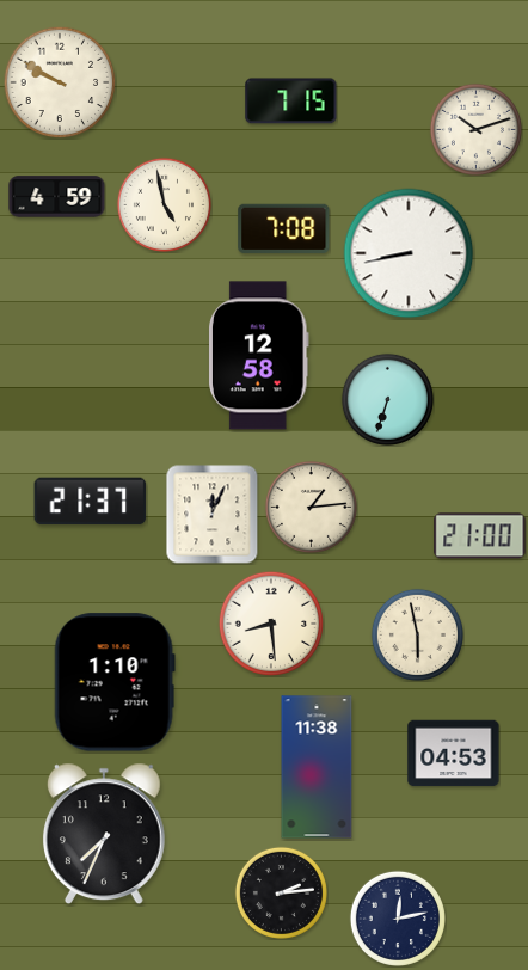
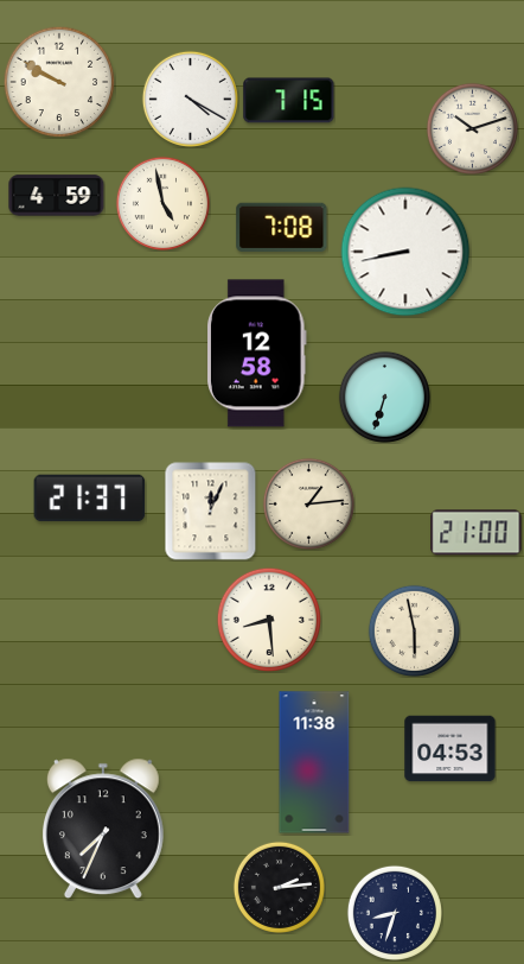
clock at (190, 99): none -> 4:20
clock at (115, 682): 1:10 -> none
clock at (398, 919): 12:13 -> 8:33
